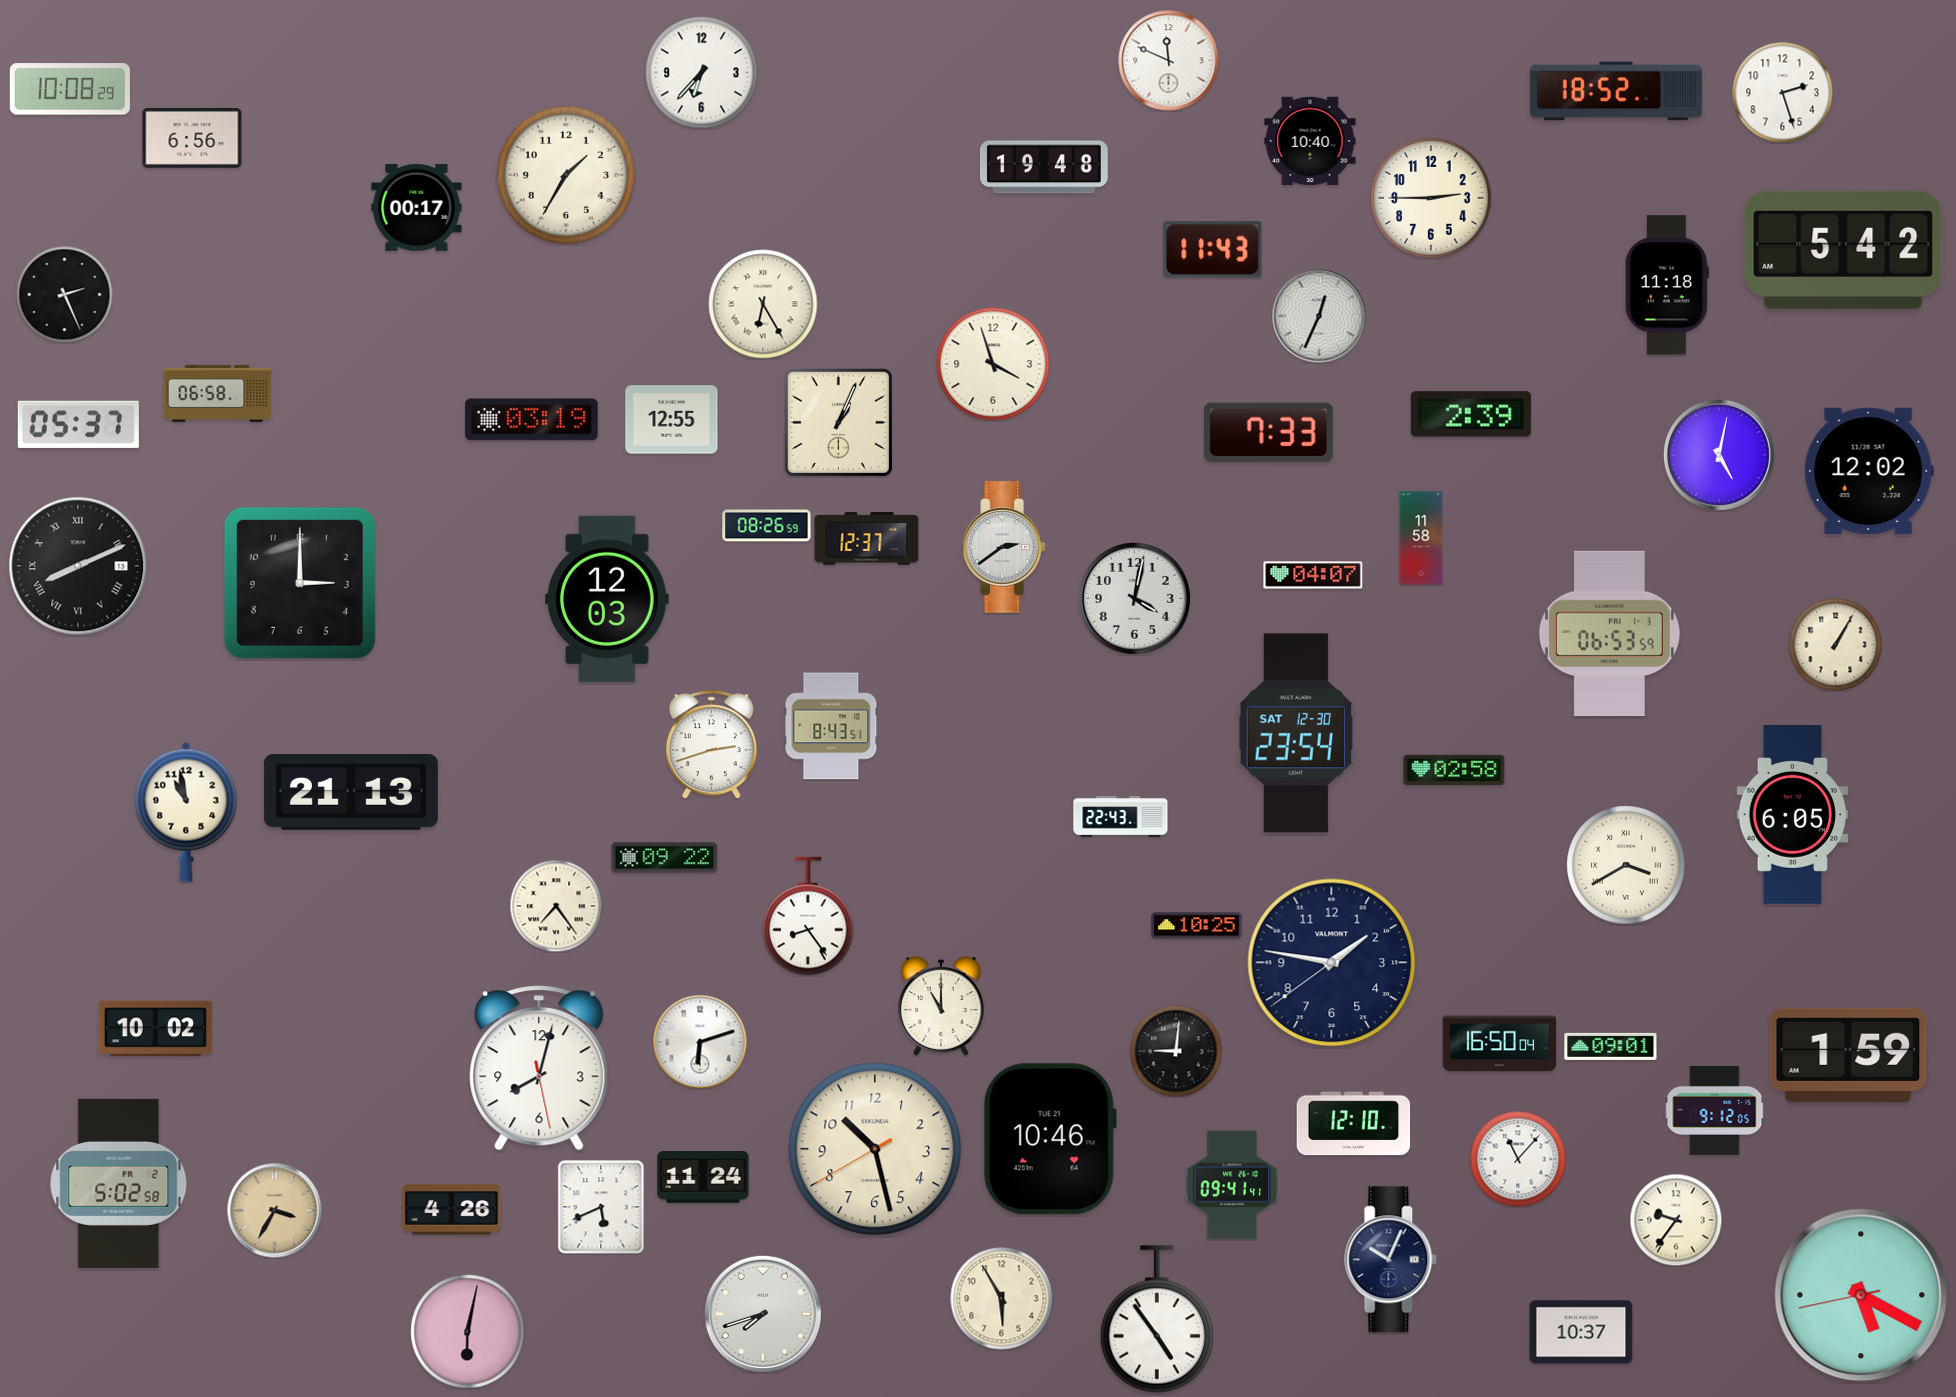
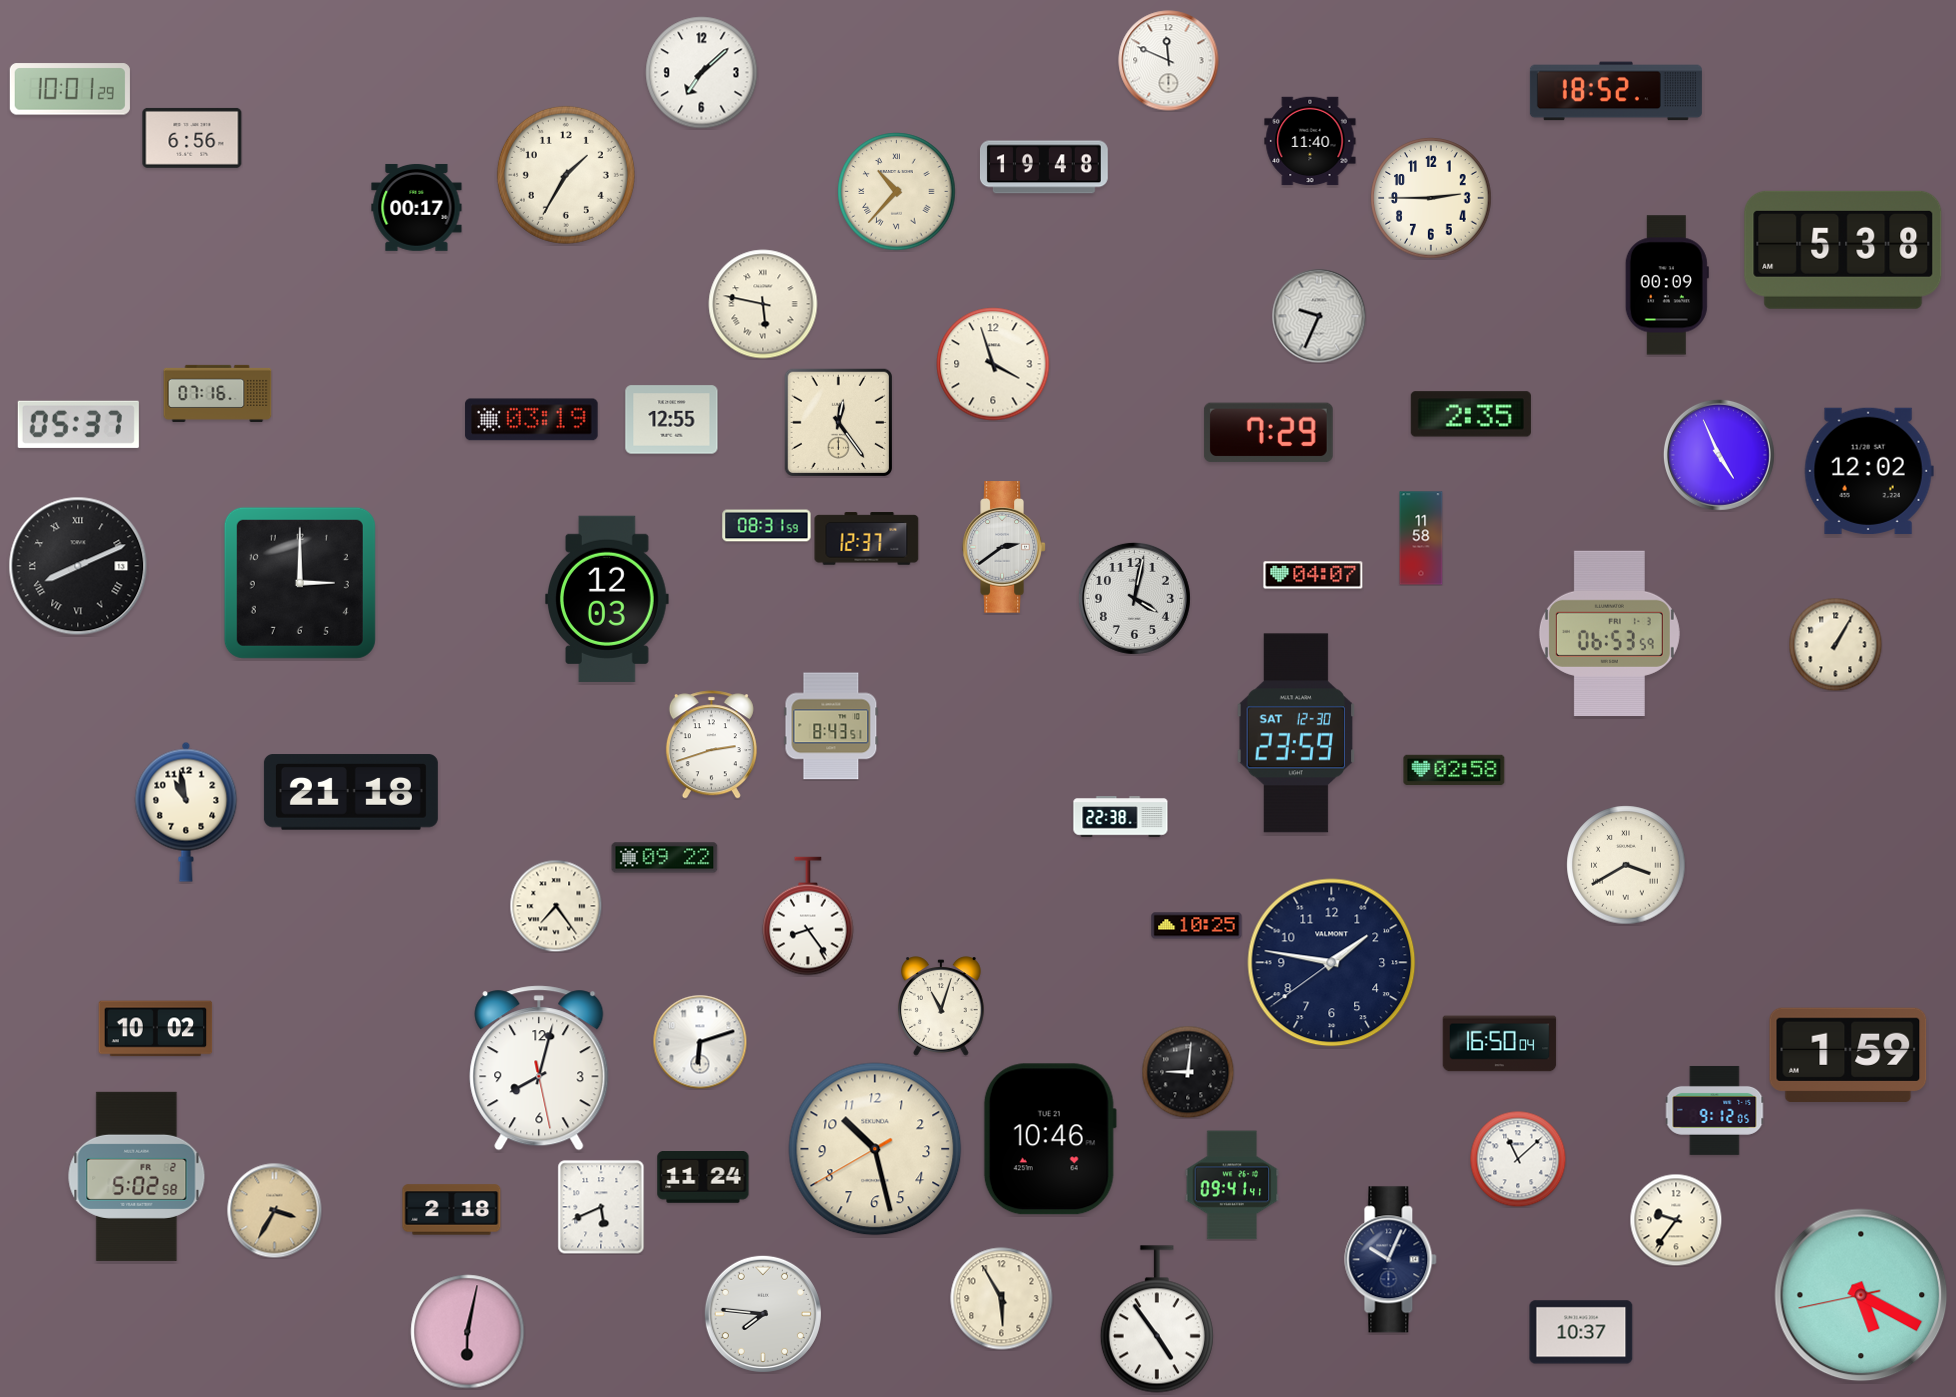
clock at (702, 73): 6:37 -> 7:08
clock at (70, 89): 10:08 -> 10:01
clock at (1783, 93): 2:27 -> none
clock at (1310, 141): 10:40 -> 11:40
clock at (897, 192): none -> 10:37
clock at (1213, 250): 11:43 -> none
clock at (1843, 250): 5:42 -> 5:38
clock at (1667, 285): 11:18 -> 00:09
clock at (64, 294): 2:26 -> none
clock at (763, 304): 6:25 -> 5:47
clock at (1319, 316): 12:34 -> 9:34
clock at (218, 393): 06:58 -> 07:16
clock at (1471, 414): 2:39 -> 2:35
clock at (838, 422): 1:04 -> 12:24
clock at (1268, 433): 7:33 -> 7:29
clock at (1719, 455): 5:02 -> 4:56
clock at (767, 526): 08:26 -> 08:31
clock at (1296, 733): 23:54 -> 23:59
clock at (351, 792): 21:13 -> 21:18
clock at (1792, 815): 6:05 -> none
clock at (1121, 817): 22:43 -> 22:38
clock at (942, 1006): 11:00 -> 11:03
clock at (1611, 1046): 09:01 -> none
clock at (1176, 1051) position: (1176, 1051) -> (1188, 1072)
clock at (1354, 1124): 12:10 -> none
clock at (1518, 1159): 11:07 -> 11:08
clock at (119, 1183) position: (119, 1183) -> (137, 1176)
clock at (452, 1210): 4:26 -> 2:18
clock at (763, 1314): 7:42 -> 7:46
